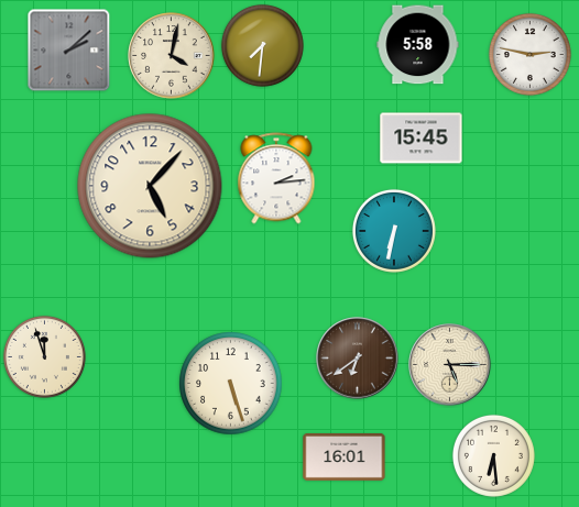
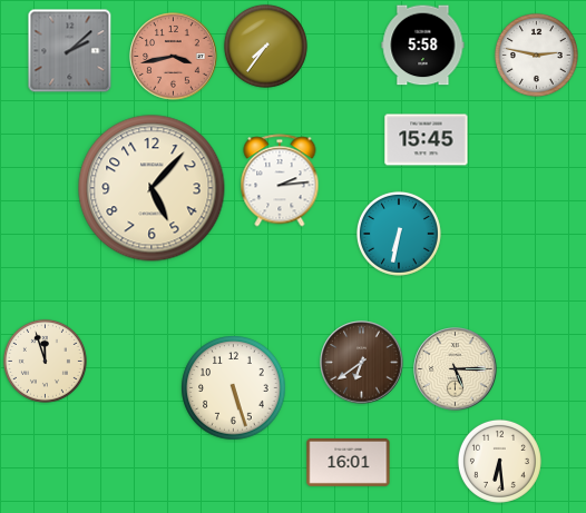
clock at (262, 45): 7:31 -> 7:36
clock at (172, 56): 4:02 -> 3:43
clock at (172, 56) dial: cream -> salmon
